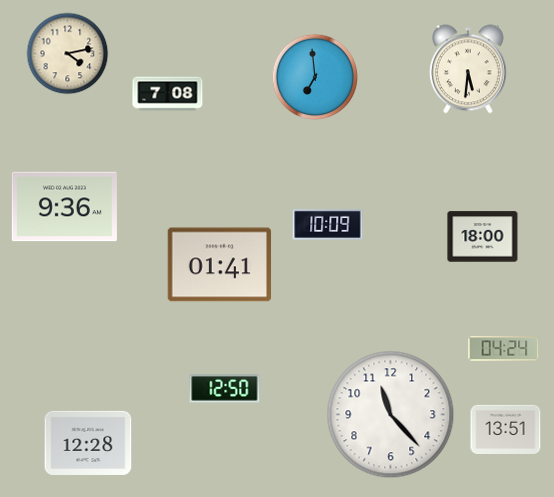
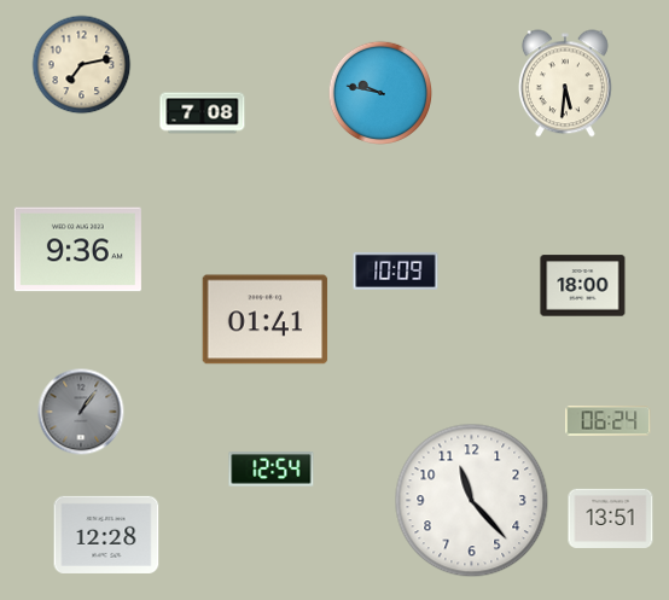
clock at (68, 54): 4:13 -> 7:13
clock at (314, 76): 6:59 -> 9:47
clock at (81, 412): none -> 1:06
clock at (504, 349): 04:24 -> 06:24
clock at (225, 389): 12:50 -> 12:54
